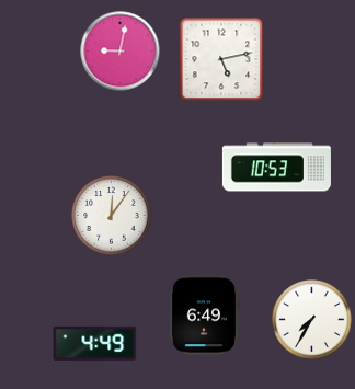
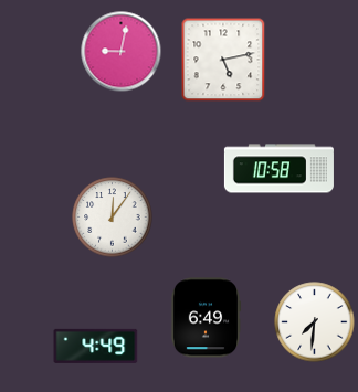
clock at (276, 168): 10:53 -> 10:58
clock at (312, 320): 7:35 -> 7:31
